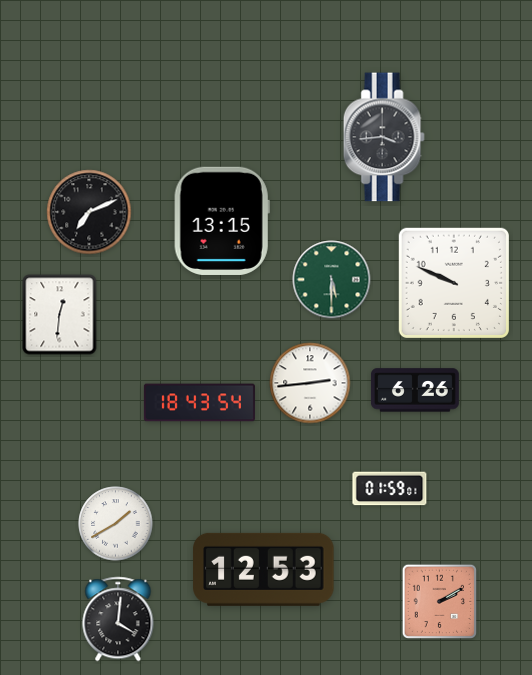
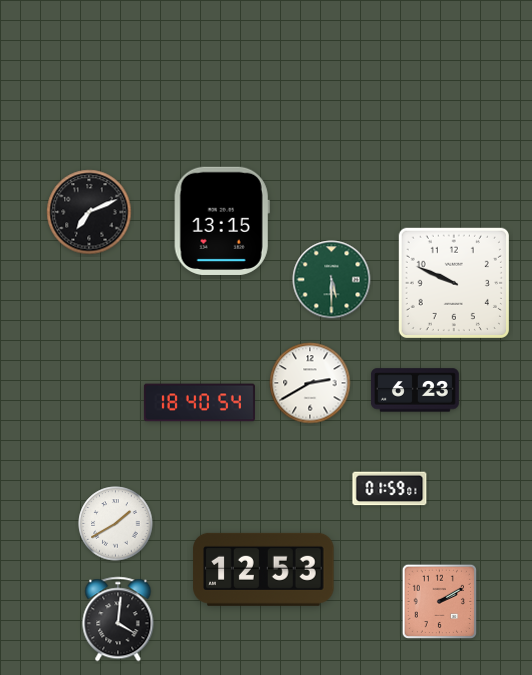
clock at (384, 137): 3:44 -> none
clock at (60, 315): 12:31 -> none
clock at (310, 383): 2:44 -> 2:40
clock at (415, 390): 6:26 -> 6:23
clock at (199, 403): 18:43 -> 18:40
